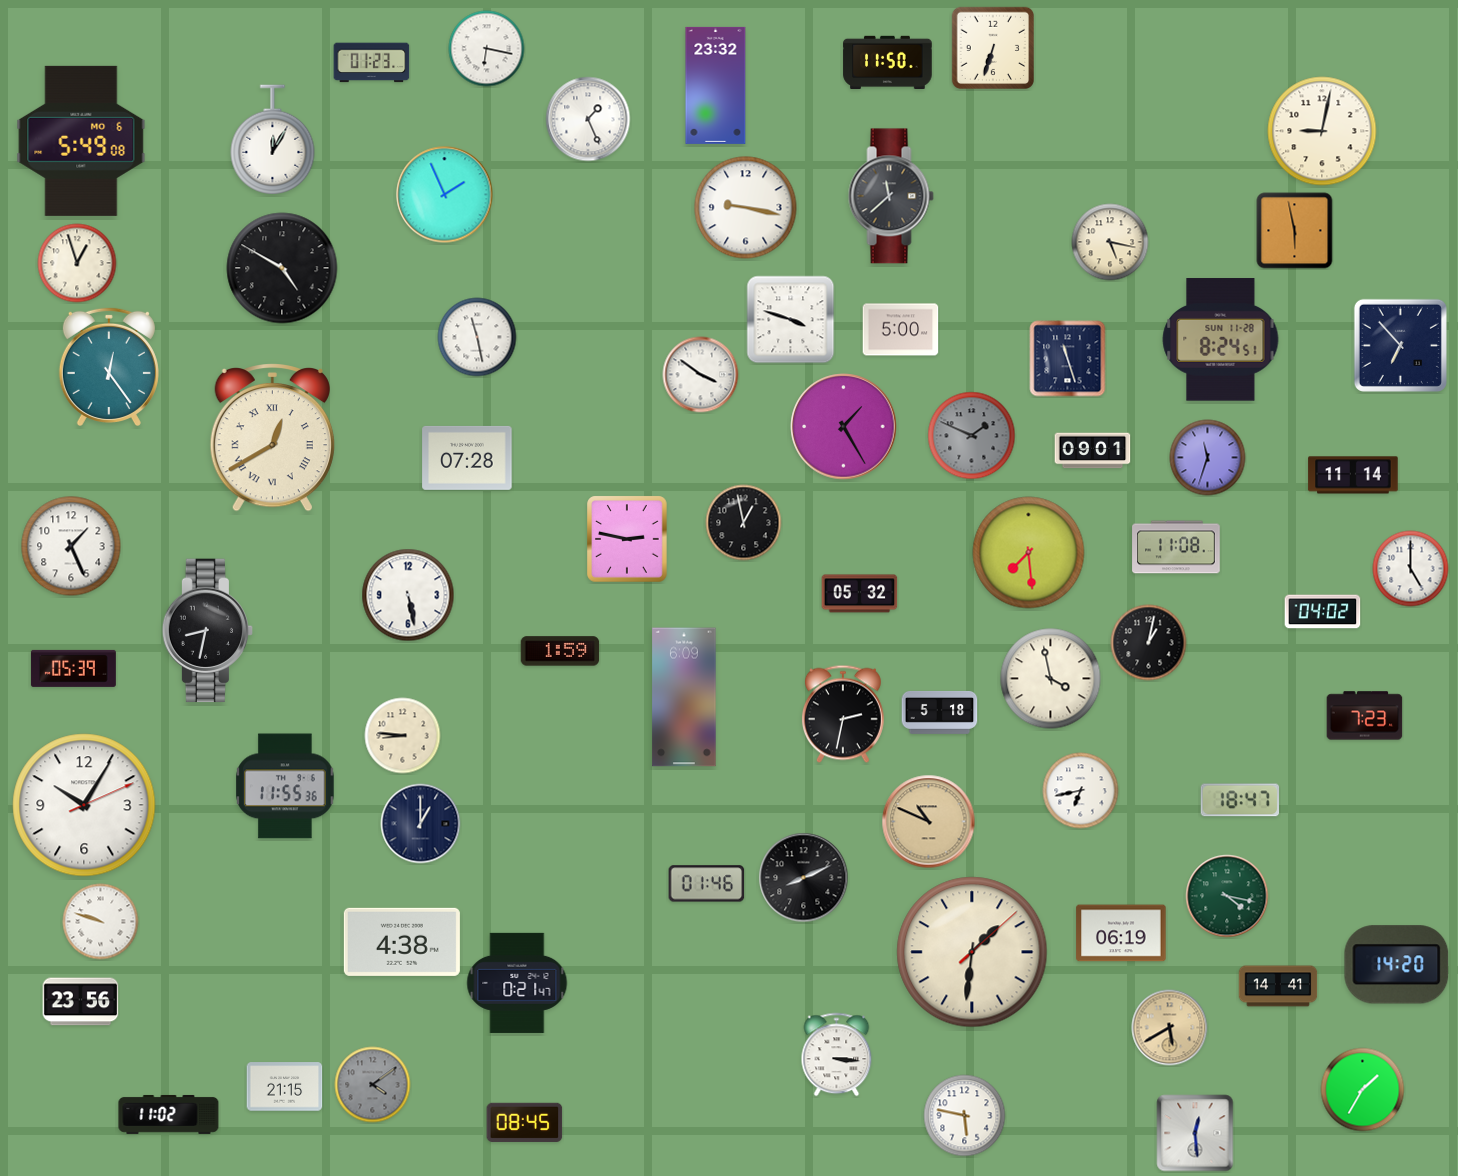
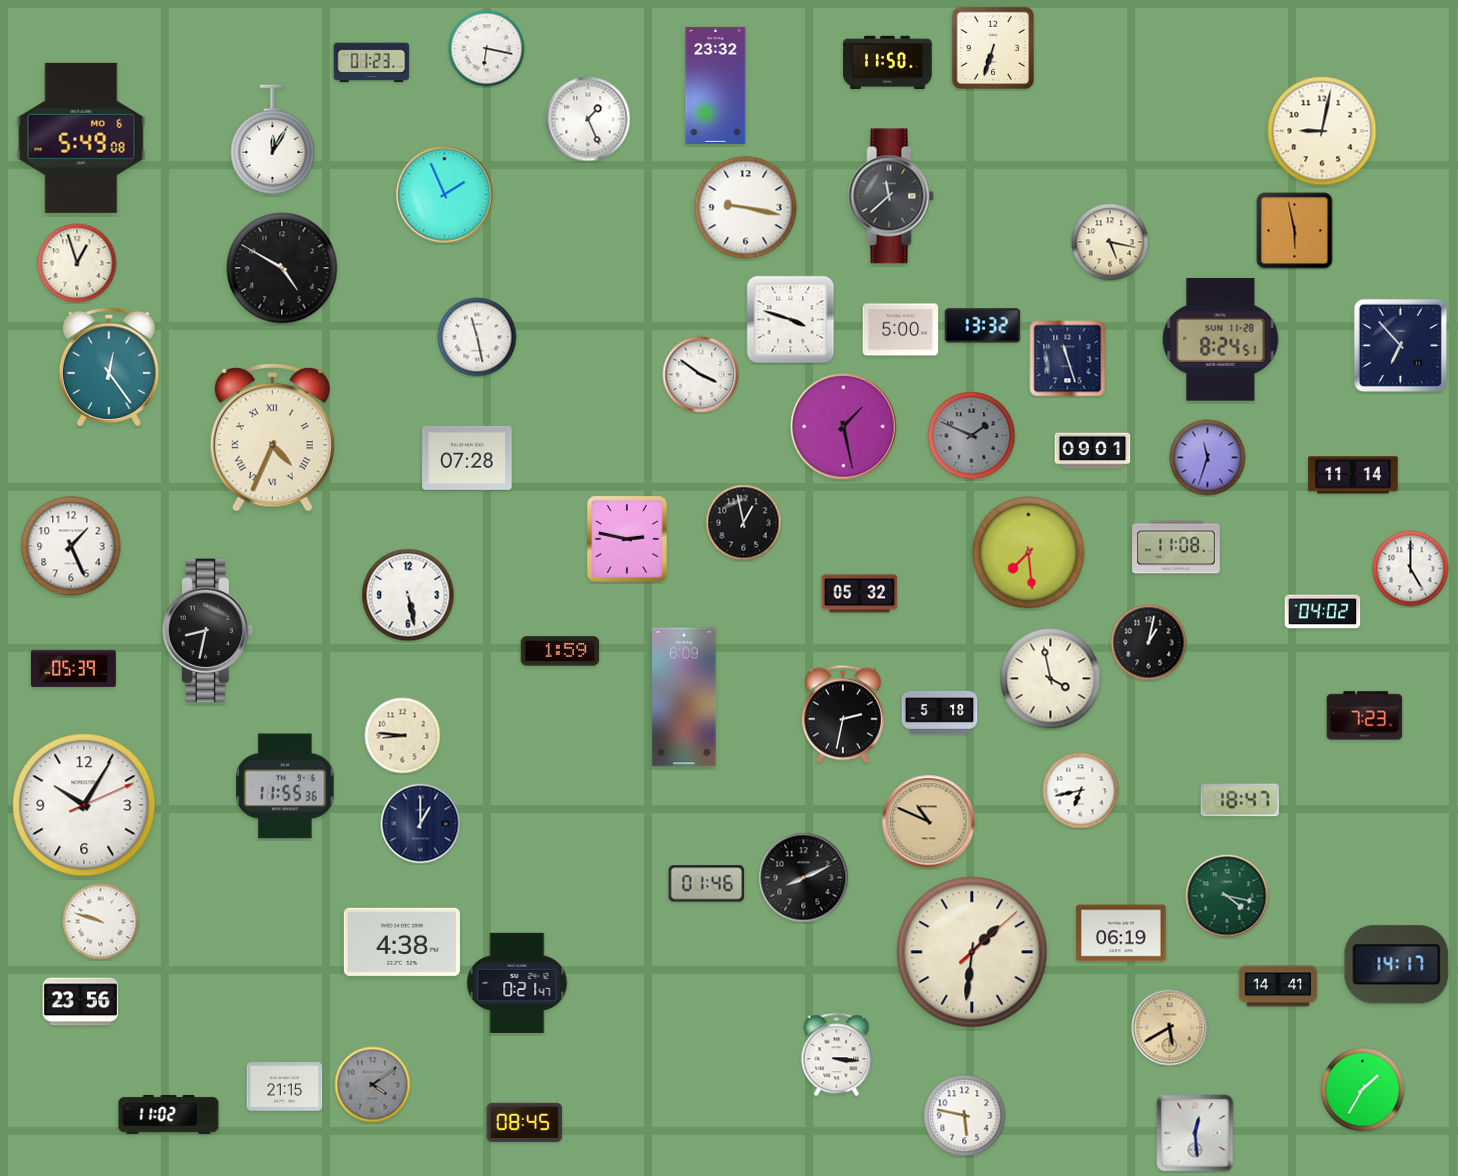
clock at (81, 141) position: (81, 141) -> (81, 138)
clock at (983, 326): none -> 13:32
clock at (844, 427): 1:25 -> 1:28
clock at (272, 438): 12:40 -> 4:34
clock at (1397, 965): 14:20 -> 14:17
